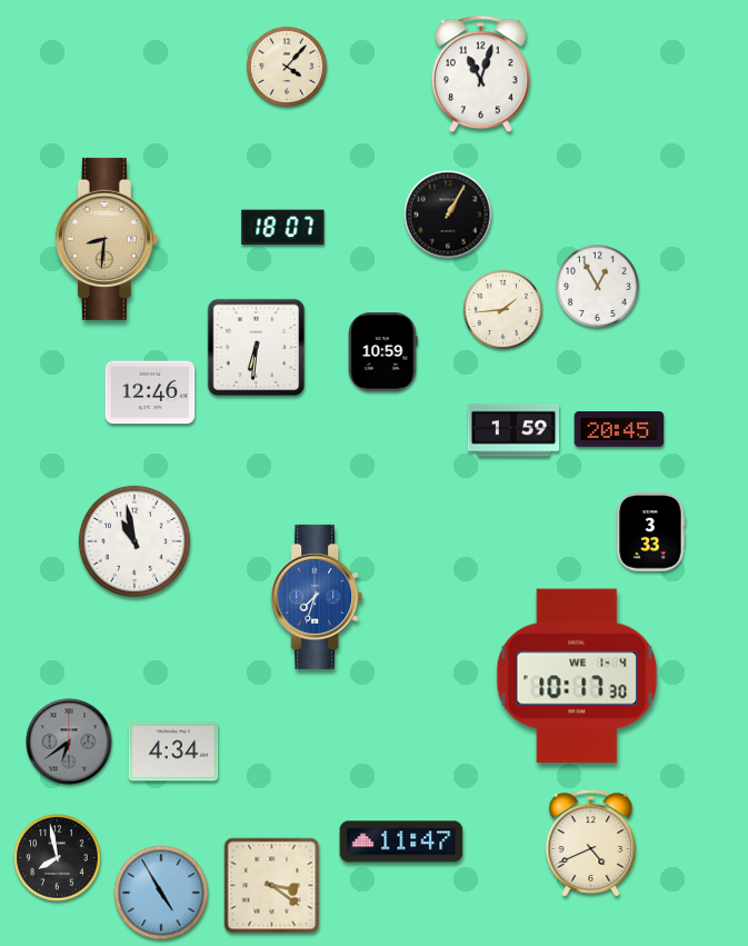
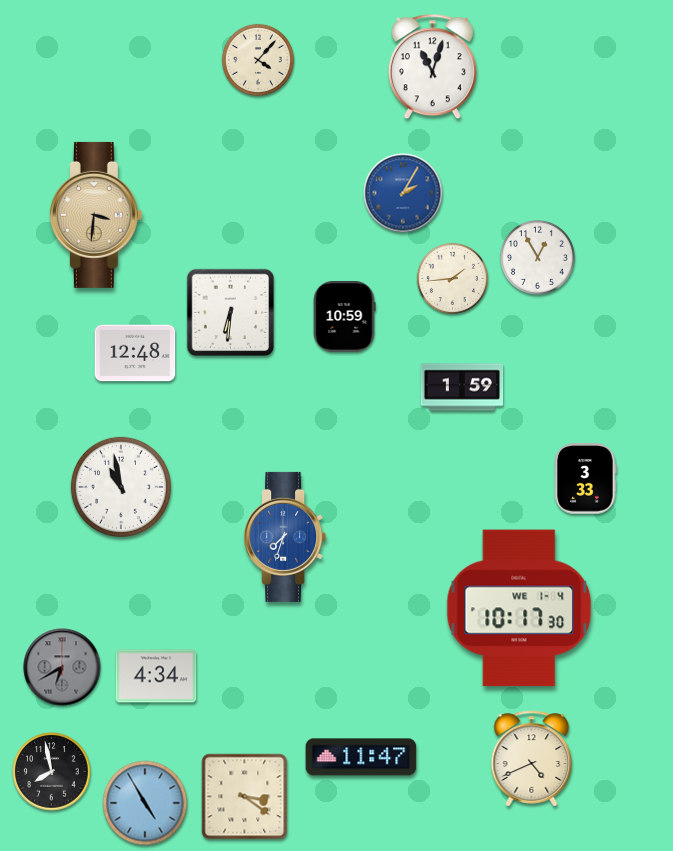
clock at (448, 215): 1:05 -> 2:05
clock at (448, 215) dial: black -> blue
clock at (283, 228): 18:07 -> none
clock at (107, 239): 8:31 -> 3:31
clock at (150, 392): 12:46 -> 12:48
clock at (619, 430): 20:45 -> none
clock at (69, 741): 6:39 -> 6:40
